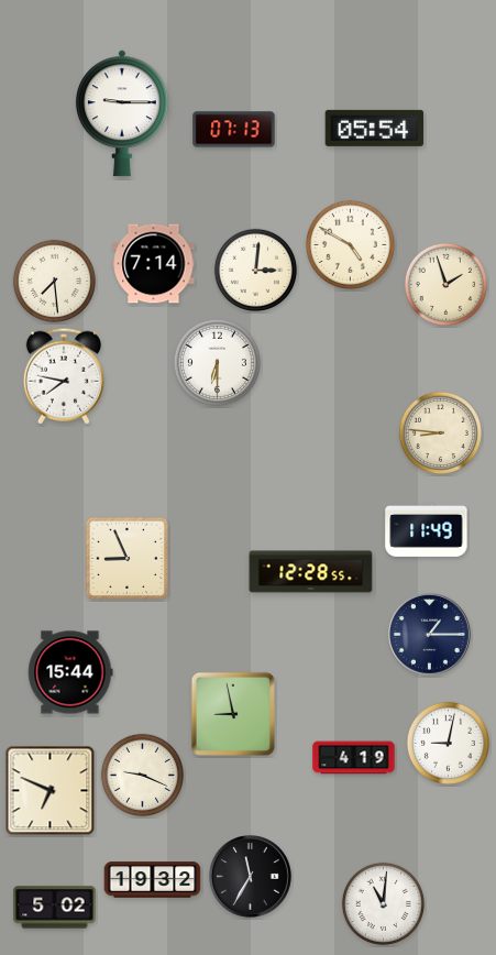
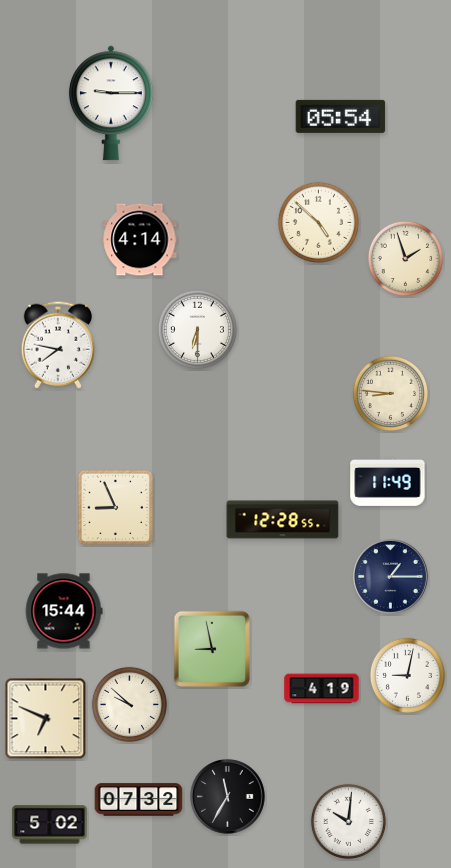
clock at (234, 130): 07:13 -> none
clock at (350, 244): 4:50 -> 4:52
clock at (154, 264): 7:14 -> 4:14
clock at (255, 270): 3:01 -> none
clock at (54, 281): 7:29 -> none
clock at (64, 376) position: (64, 376) -> (58, 345)
clock at (440, 432) position: (440, 432) -> (390, 393)
clock at (142, 775): 9:19 -> 9:52
clock at (153, 880): 19:32 -> 07:32
clock at (383, 903): 11:01 -> 10:01
